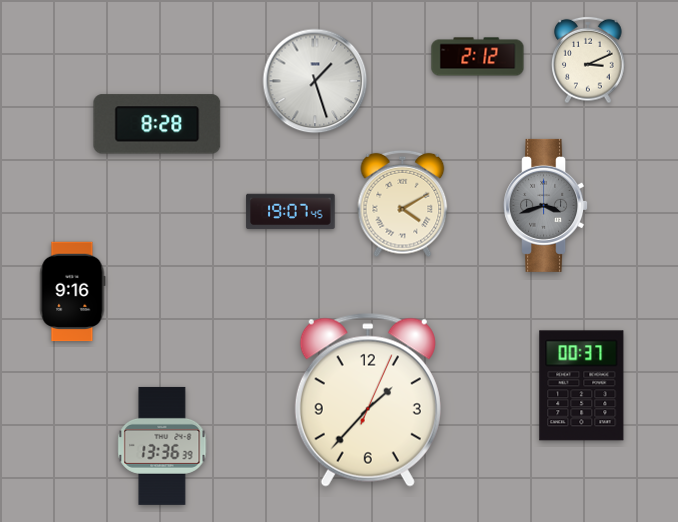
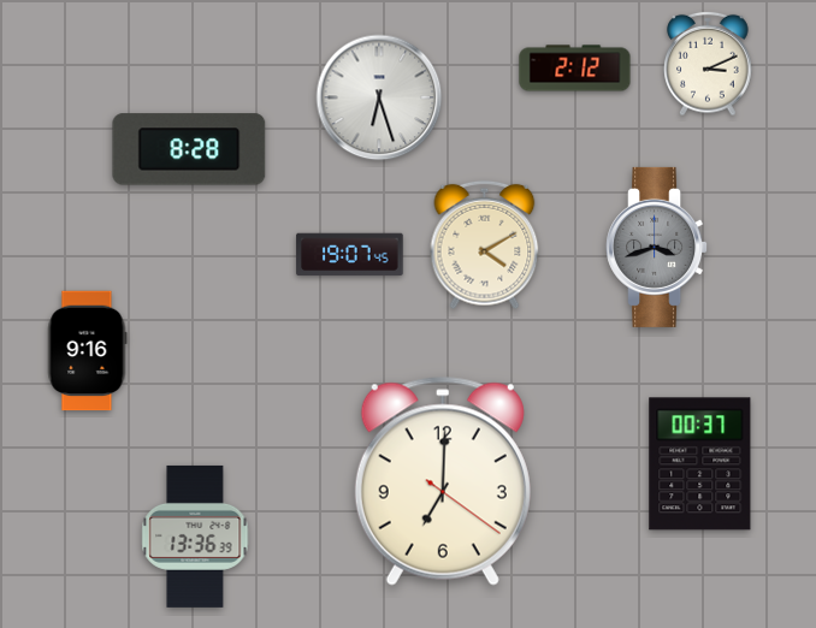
clock at (588, 60) position: (588, 60) -> (708, 64)
clock at (315, 81): 1:27 -> 6:27
clock at (368, 400): 1:37 -> 7:00
